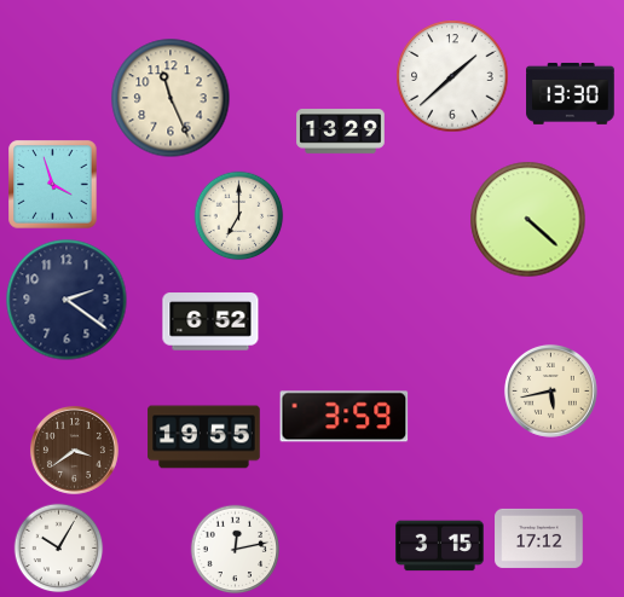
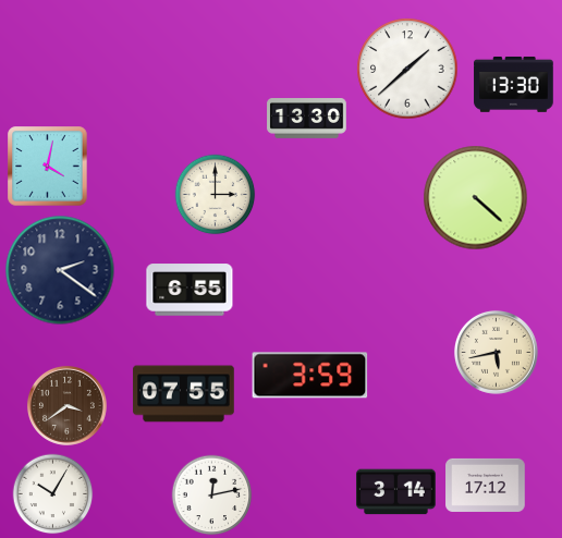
clock at (171, 98): 11:26 -> none
clock at (341, 132): 13:29 -> 13:30
clock at (53, 185): 3:57 -> 4:02
clock at (239, 216): 7:00 -> 3:00
clock at (210, 321): 6:52 -> 6:55
clock at (204, 437): 19:55 -> 07:55
clock at (440, 546): 3:15 -> 3:14
